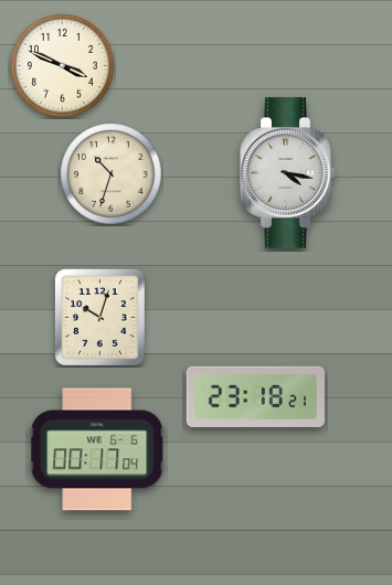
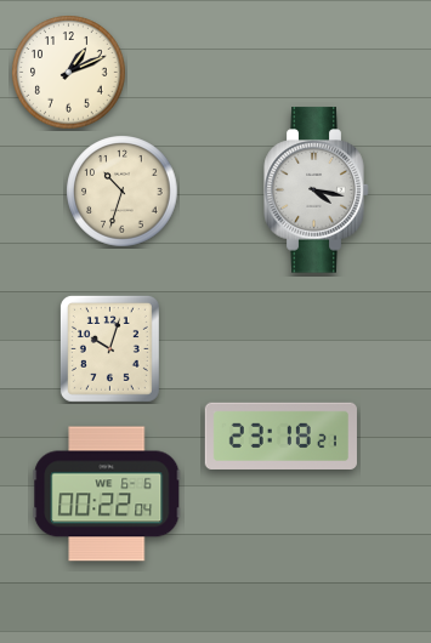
clock at (63, 66): 3:49 -> 1:11
clock at (97, 449): 00:17 -> 00:22
